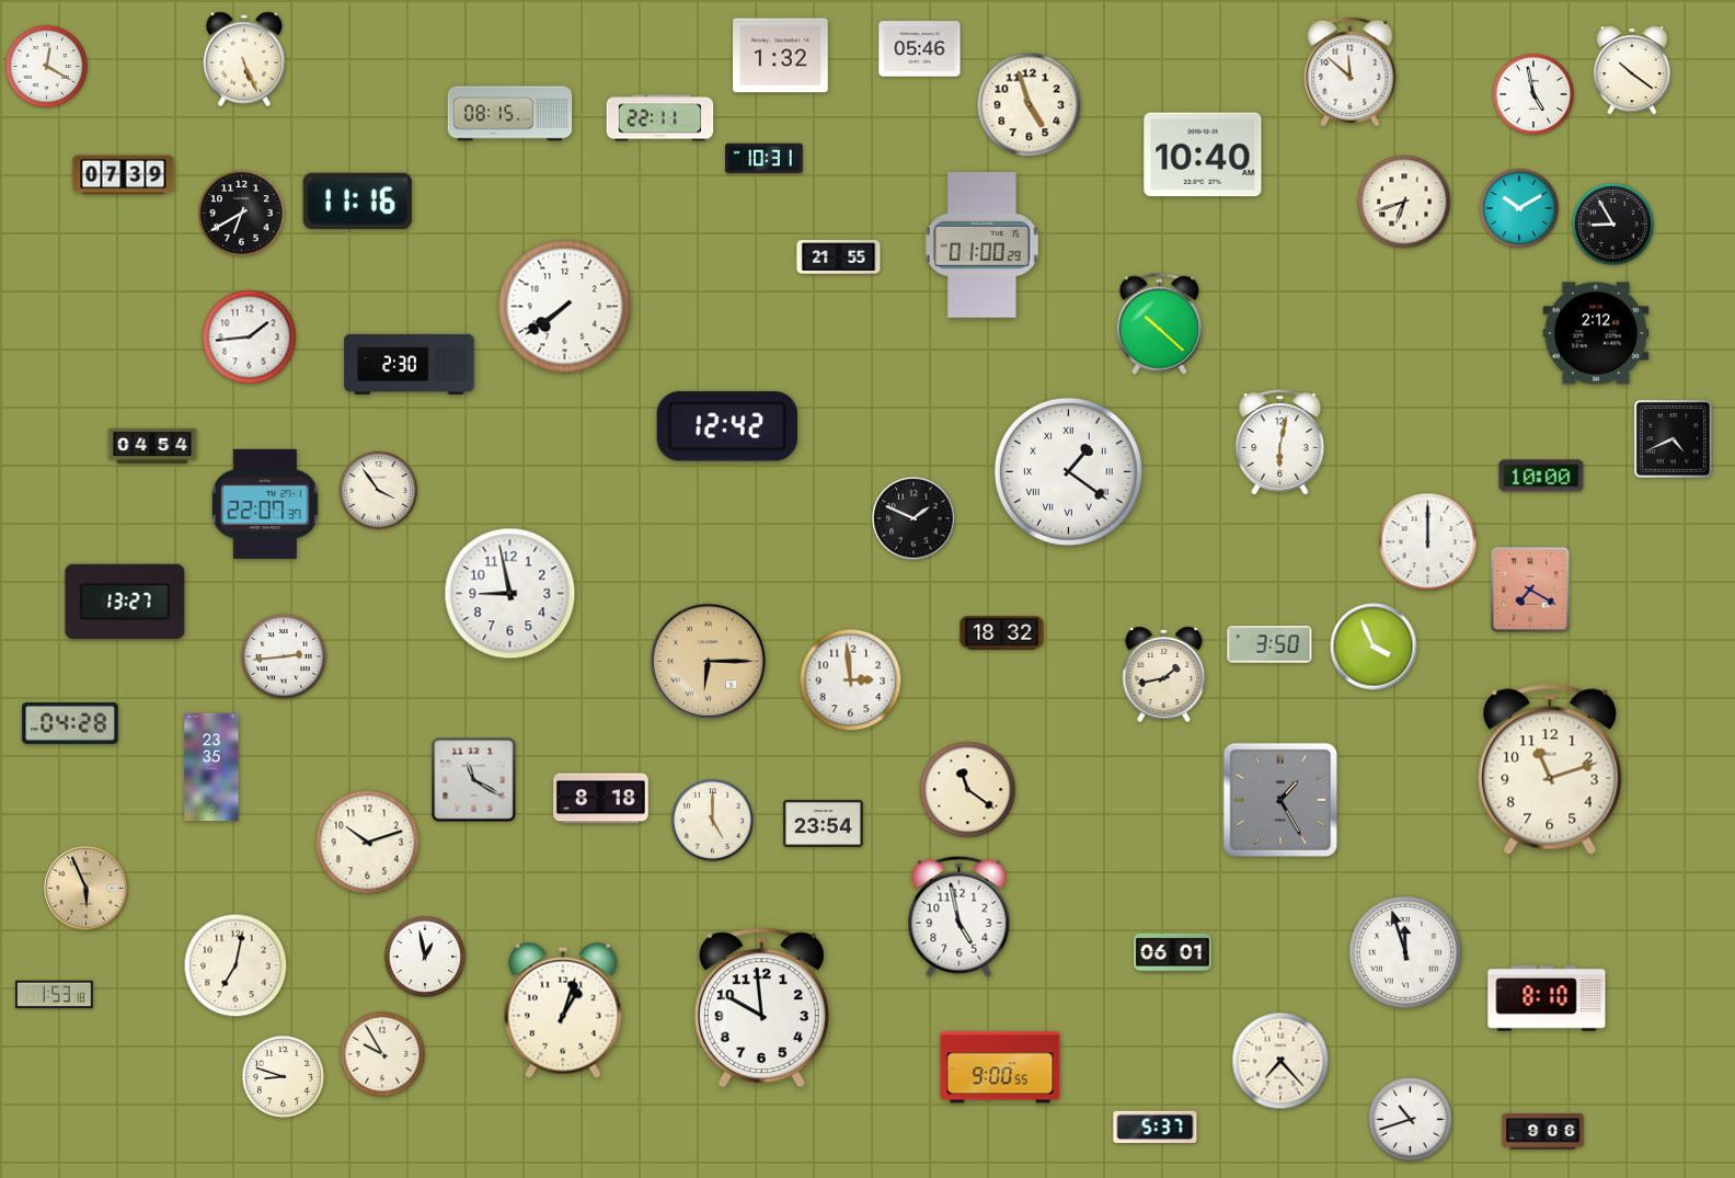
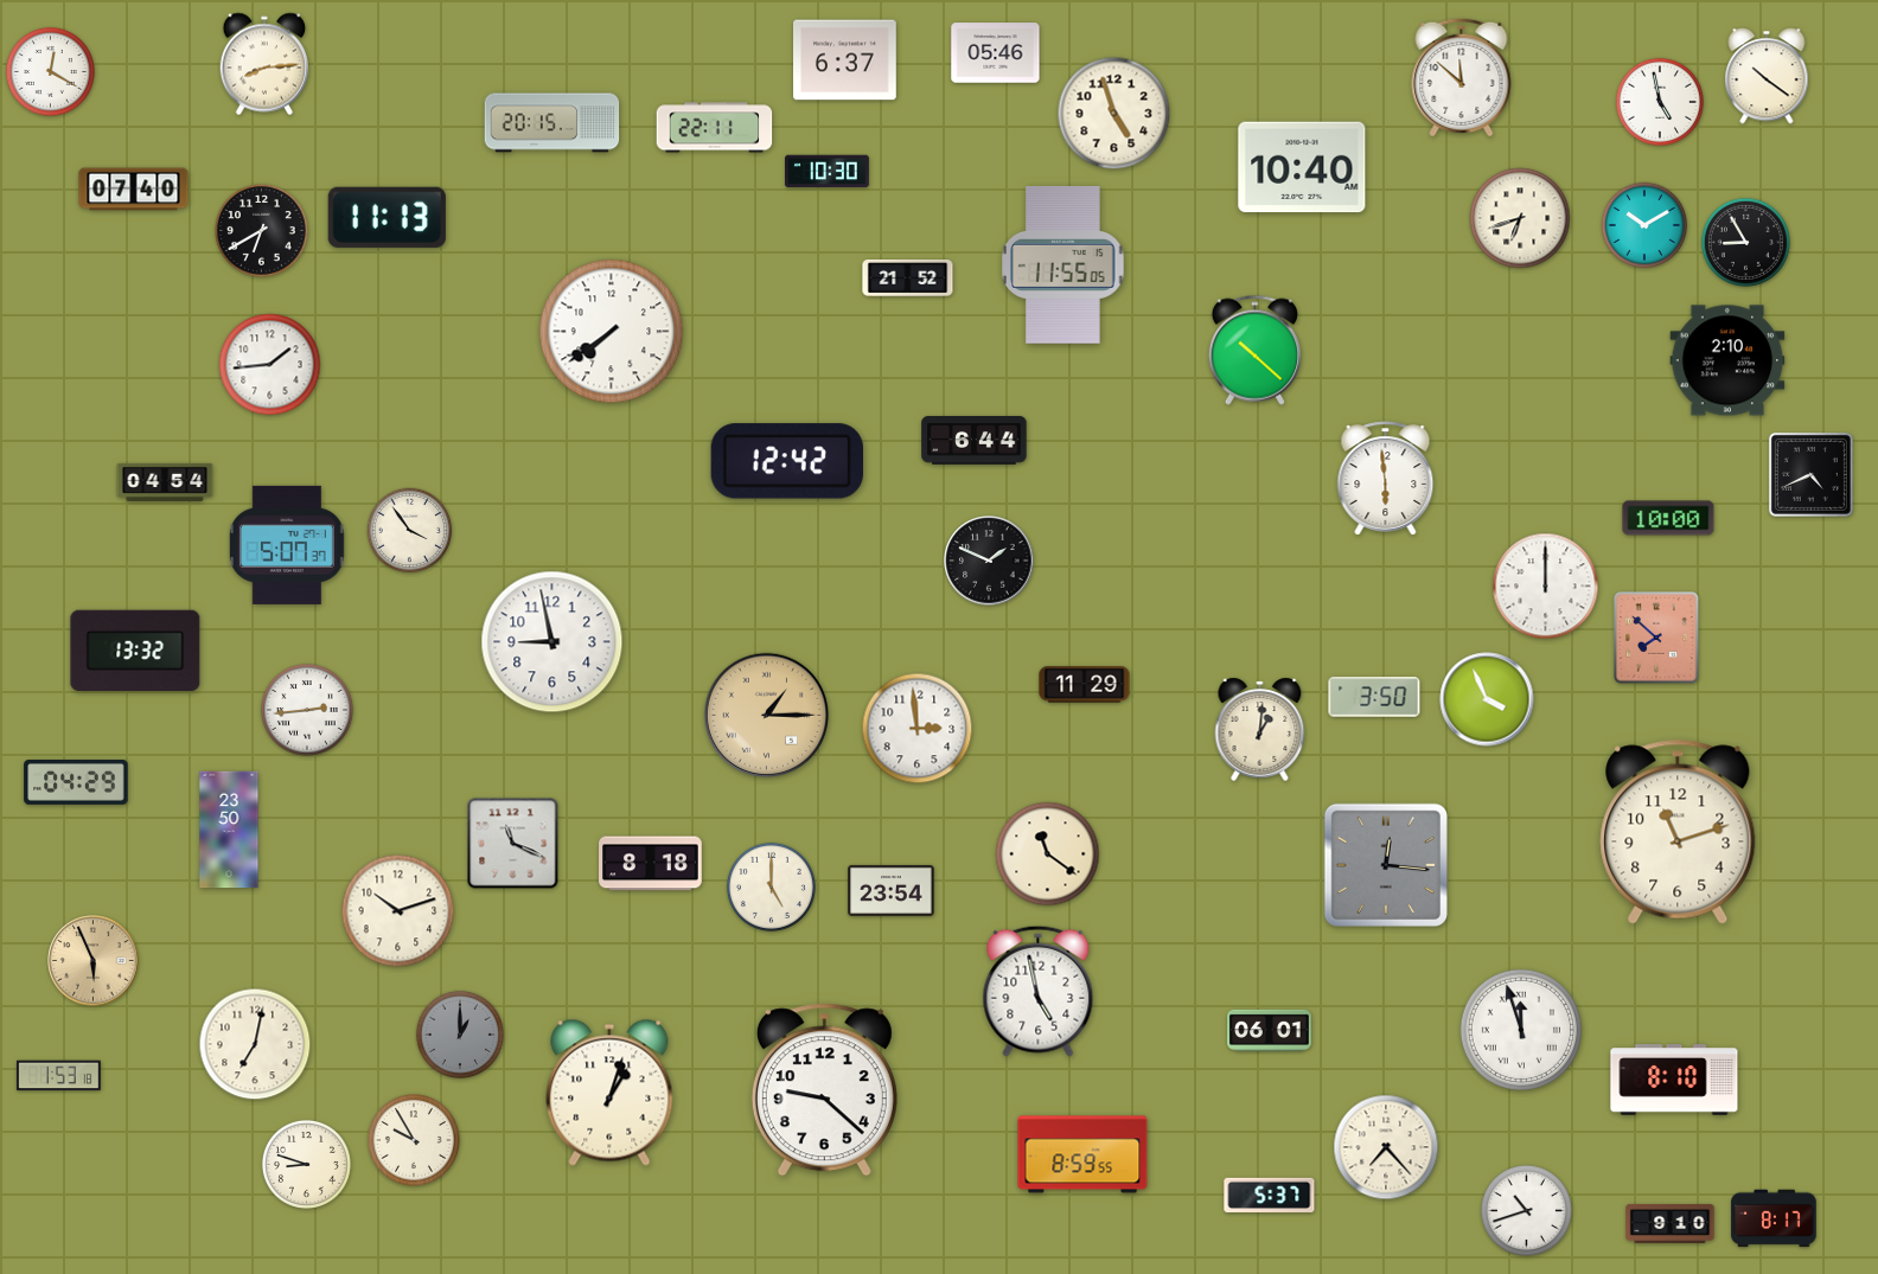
clock at (781, 56): 1:32 -> 6:37
clock at (244, 59): 5:26 -> 8:14
clock at (510, 114): 08:15 -> 20:15
clock at (765, 159): 10:31 -> 10:30
clock at (124, 175): 07:39 -> 07:40
clock at (357, 201): 11:16 -> 11:13
clock at (983, 244): 01:00 -> 11:55
clock at (839, 256): 21:55 -> 21:52
clock at (1596, 333): 2:12 -> 2:10
clock at (410, 364): 2:30 -> none
clock at (975, 441): none -> 6:44
clock at (1280, 443): 6:02 -> 5:59
clock at (1068, 471): 1:21 -> none
clock at (1541, 476) position: (1541, 476) -> (1668, 518)
clock at (265, 504): 22:07 -> 5:07
clock at (1530, 590): 7:20 -> 7:52
clock at (125, 601): 13:27 -> 13:32
clock at (1002, 633): 18:32 -> 11:29
clock at (709, 662): 6:15 -> 1:15
clock at (1164, 674): 1:43 -> 1:01
clock at (851, 681) position: (851, 681) -> (918, 729)
clock at (70, 724): 04:28 -> 04:29
clock at (211, 767): 23:35 -> 23:50
clock at (474, 780): 11:20 -> 11:19
clock at (1280, 800): 1:25 -> 12:16
clock at (425, 957): 12:58 -> 1:00
clock at (425, 957) dial: white -> grey
clock at (761, 1008): 9:59 -> 9:22
clock at (1000, 1067): 9:00 -> 8:59
clock at (1156, 1126) position: (1156, 1126) -> (1270, 1195)
clock at (1774, 1218): none -> 8:17
clock at (1543, 1131): 9:06 -> 9:10
